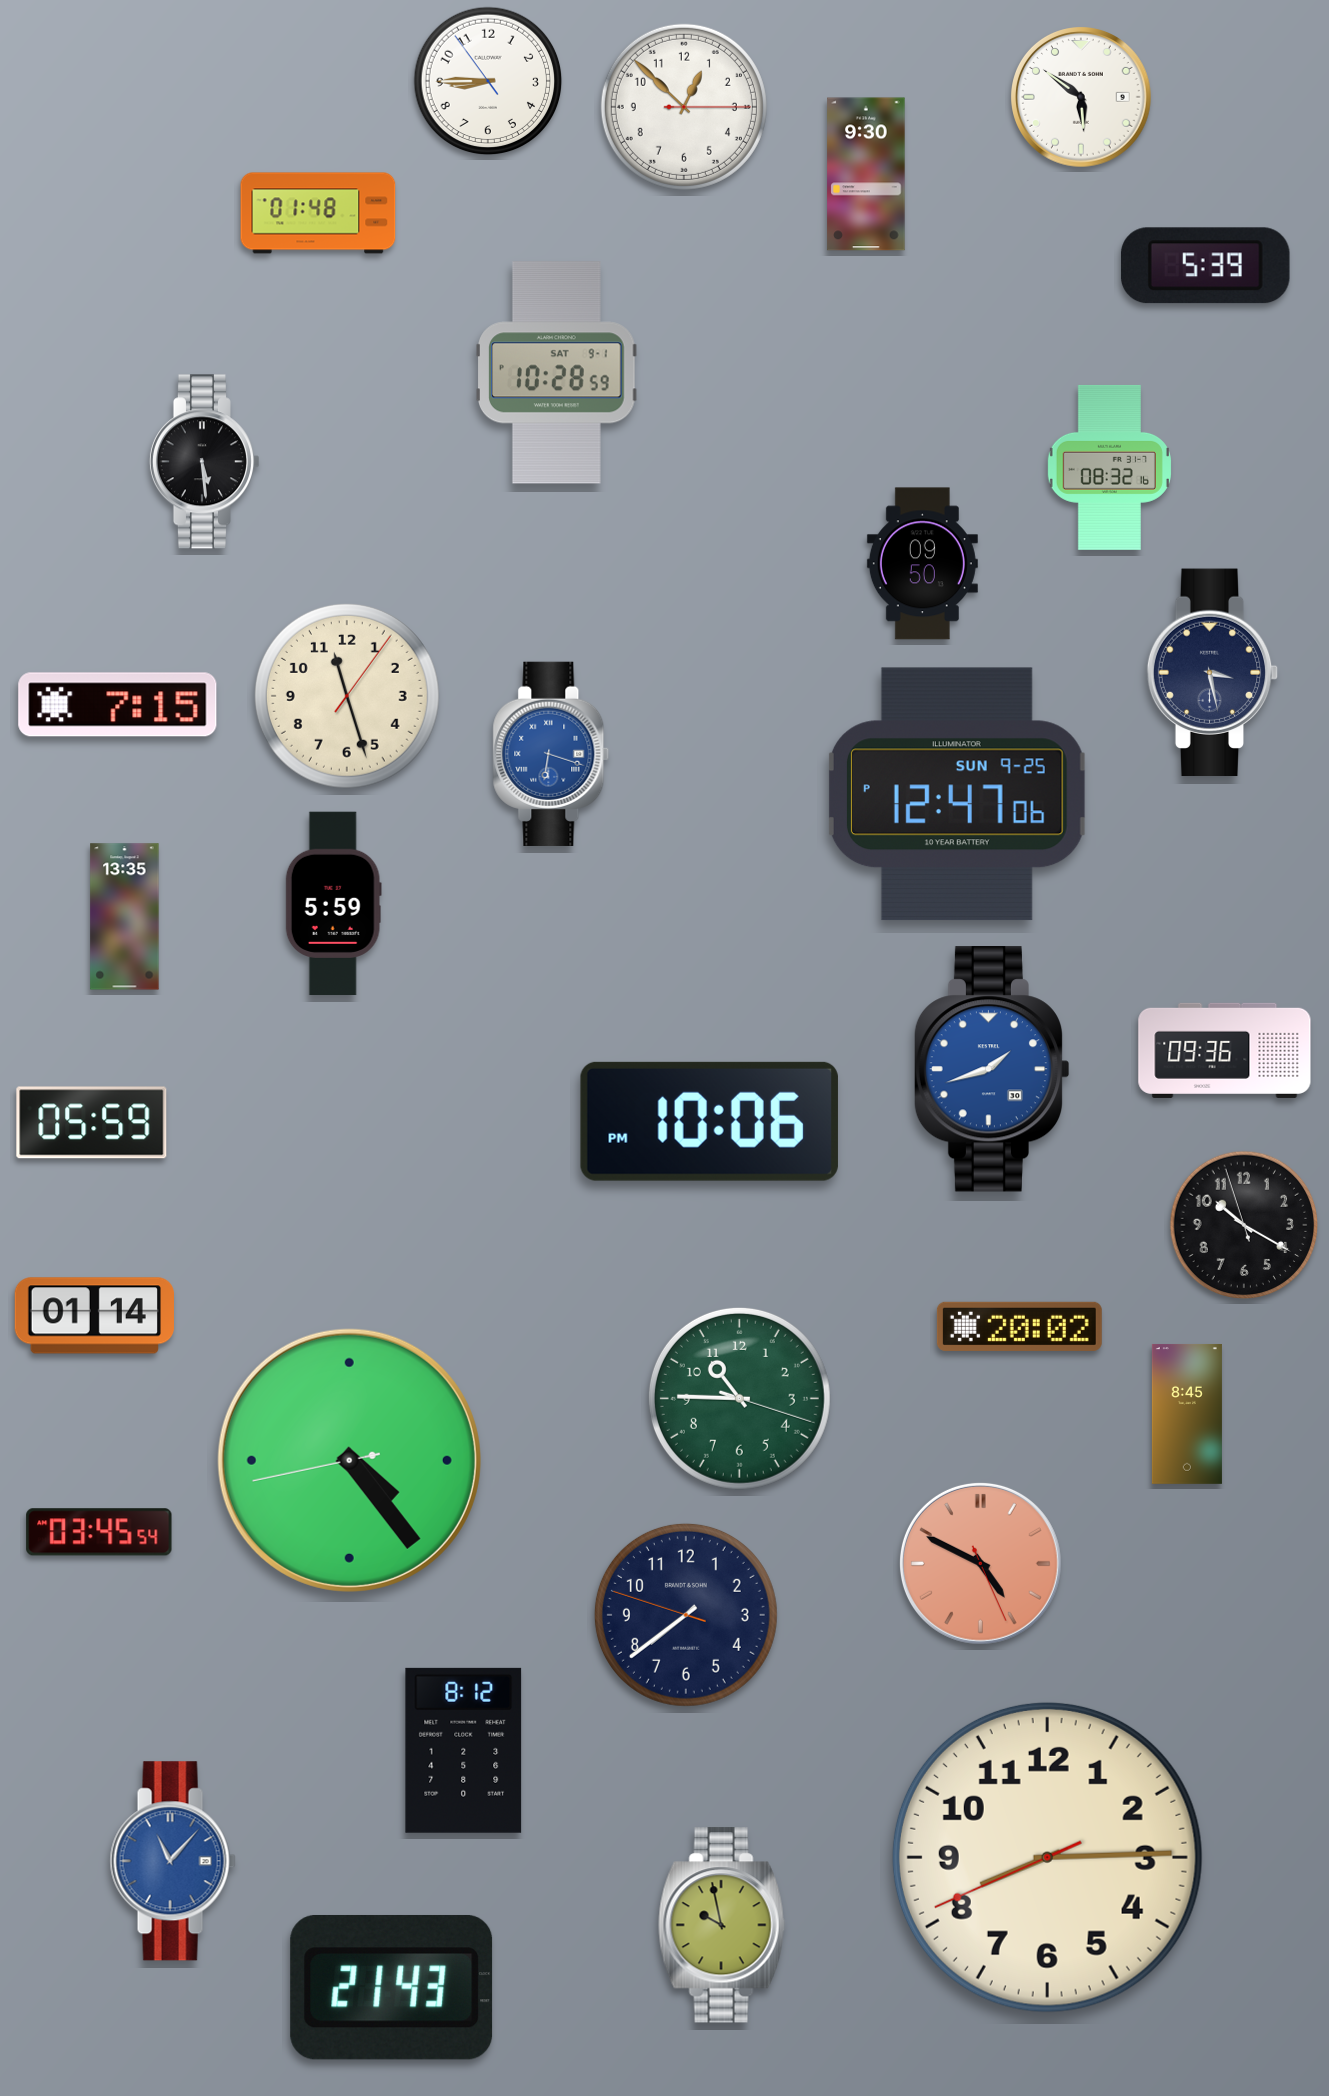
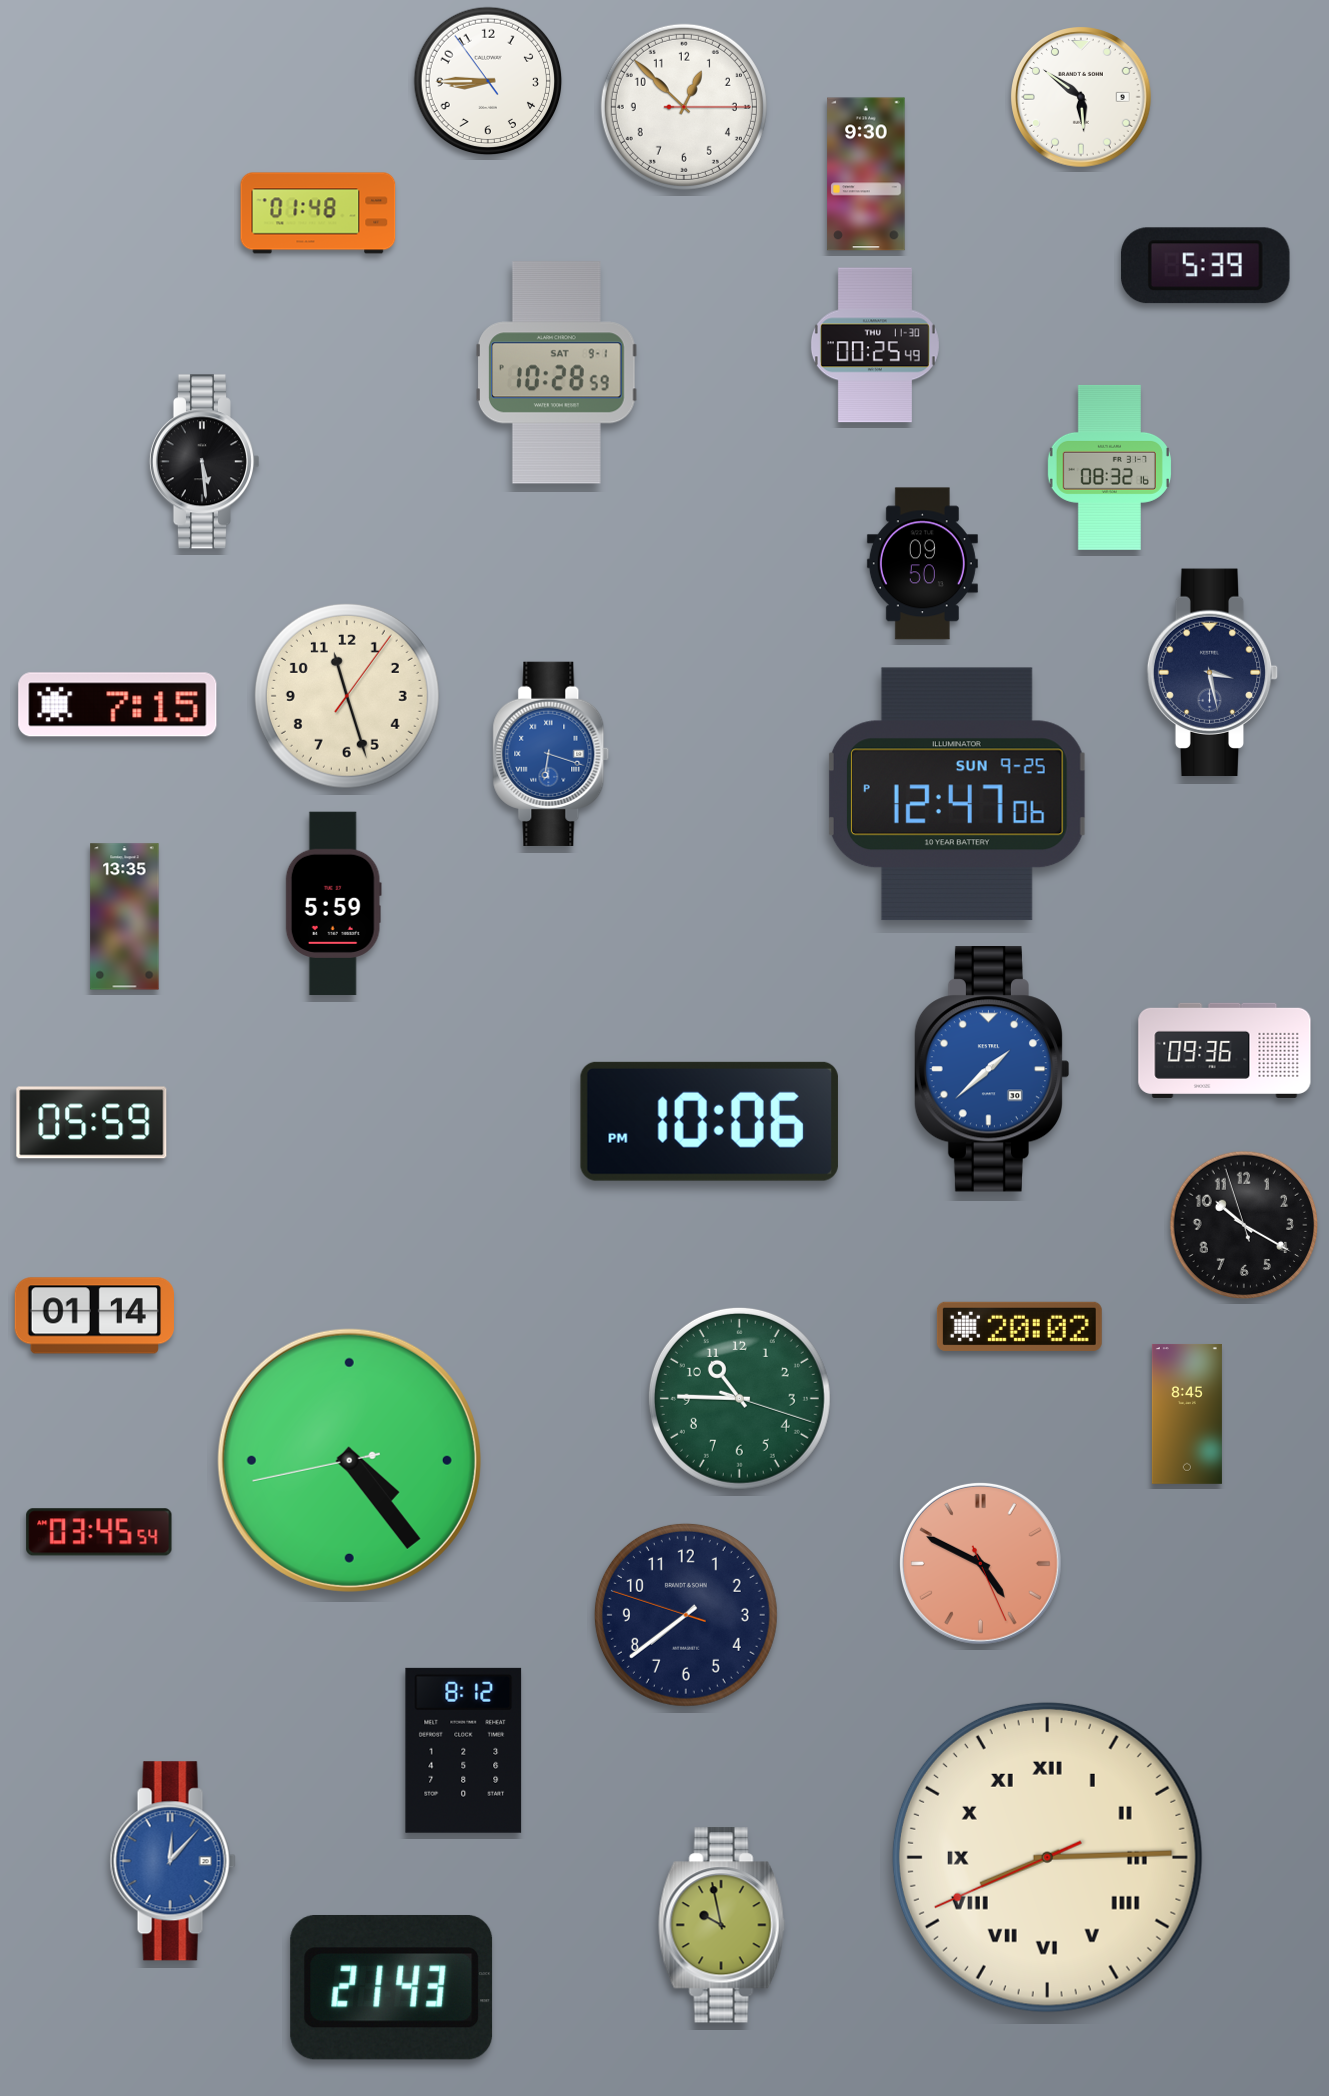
clock at (875, 345): none -> 00:25
clock at (992, 1069): 1:42 -> 1:38
clock at (1047, 1857) numerals: Arabic -> Roman
clock at (173, 1861): 11:07 -> 12:07
